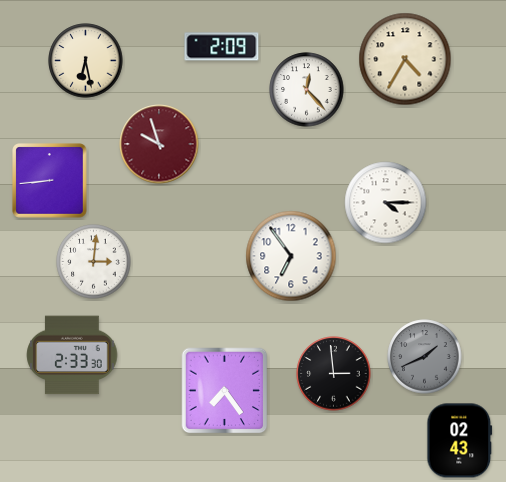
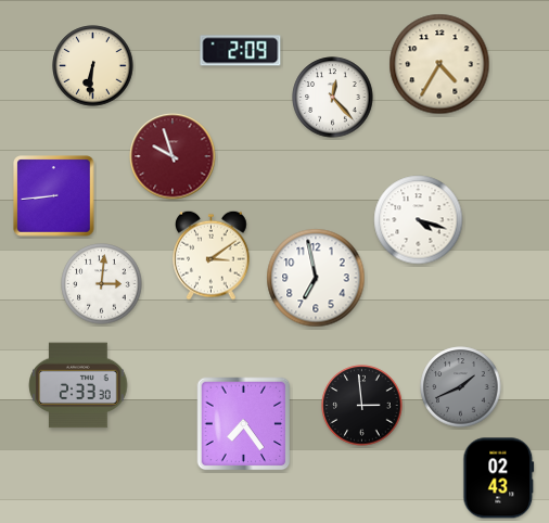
clock at (86, 61): 6:28 -> 6:31
clock at (386, 203): 4:15 -> 4:18
clock at (212, 255): none -> 3:09
clock at (291, 256): 6:54 -> 6:58
